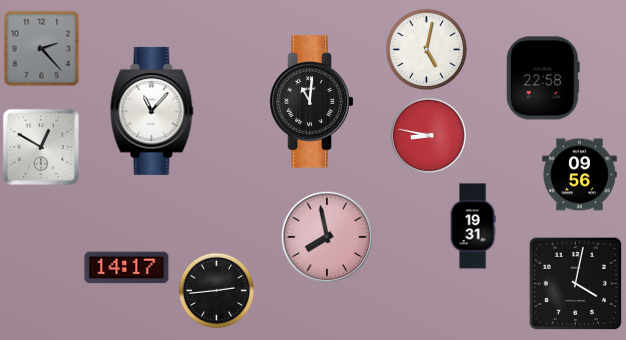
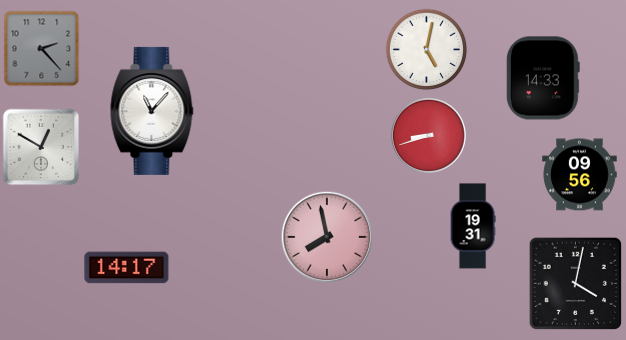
clock at (543, 78): 22:58 -> 14:33
clock at (312, 102): 11:01 -> none
clock at (428, 135): 8:47 -> 8:42
clock at (217, 291): 2:44 -> none
